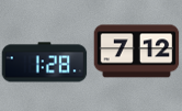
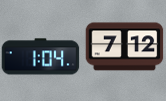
clock at (44, 63): 1:28 -> 1:04
